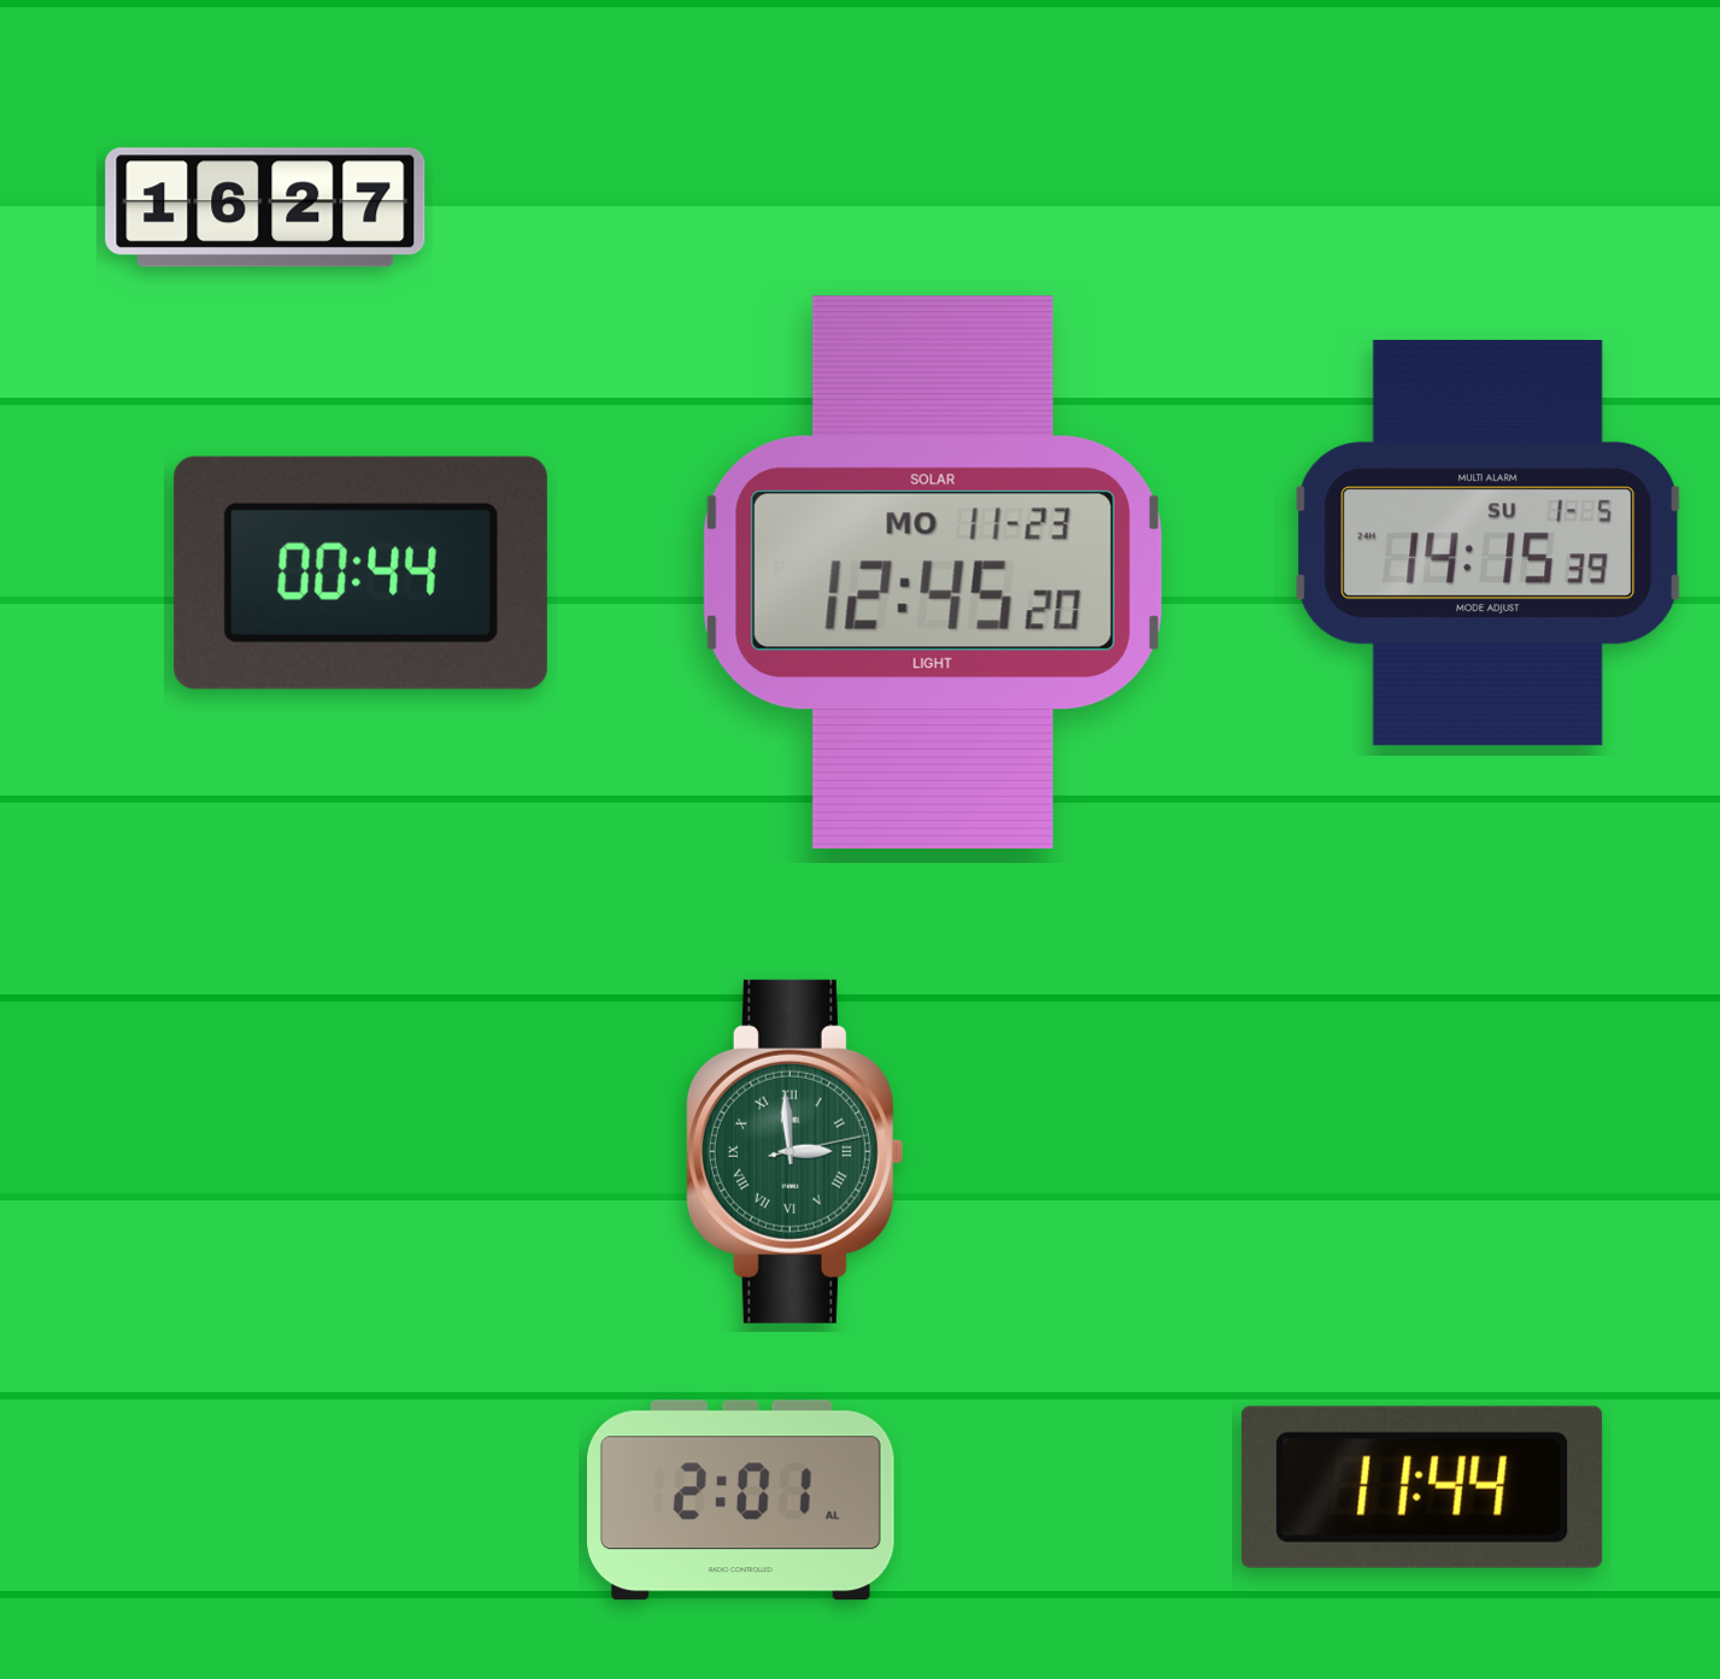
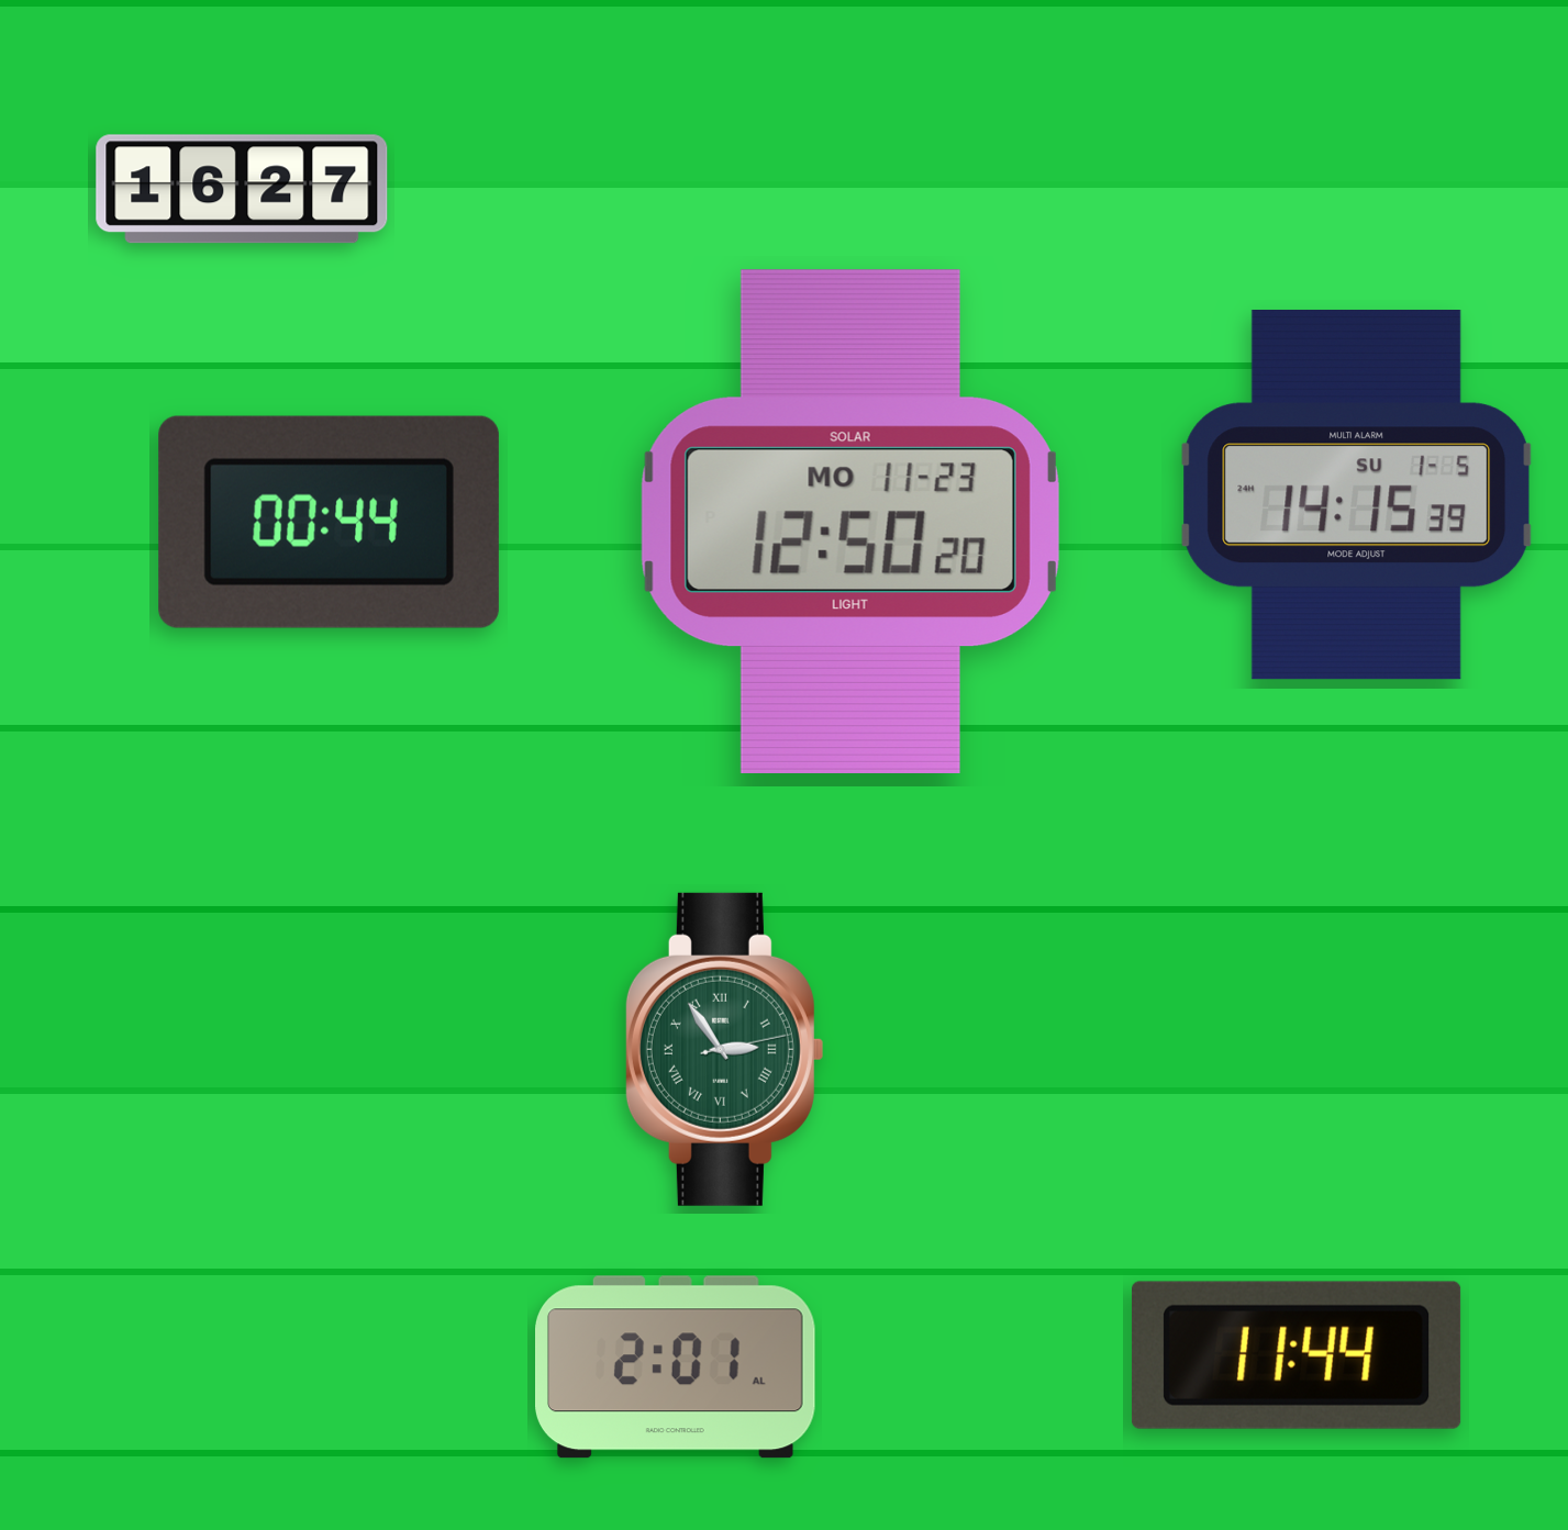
clock at (933, 573): 12:45 -> 12:50
clock at (794, 1151): 2:59 -> 2:54
